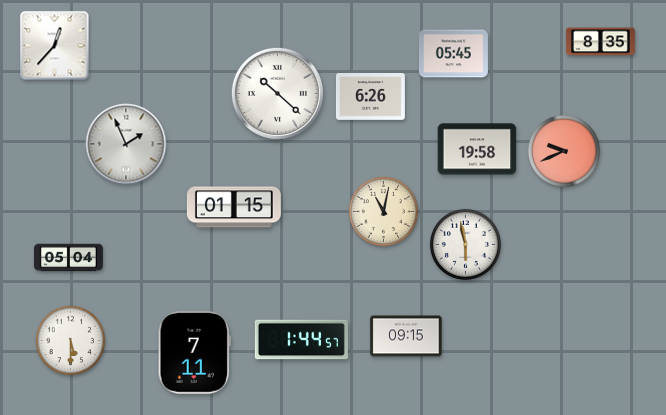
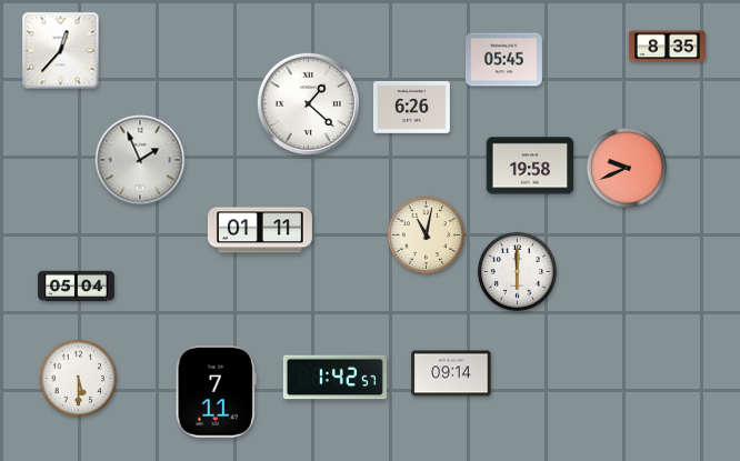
clock at (277, 93): 10:22 -> 1:22
clock at (234, 207): 01:15 -> 01:11
clock at (465, 244): 5:58 -> 6:00
clock at (406, 336): 09:15 -> 09:14
clock at (301, 340): 1:44 -> 1:42
